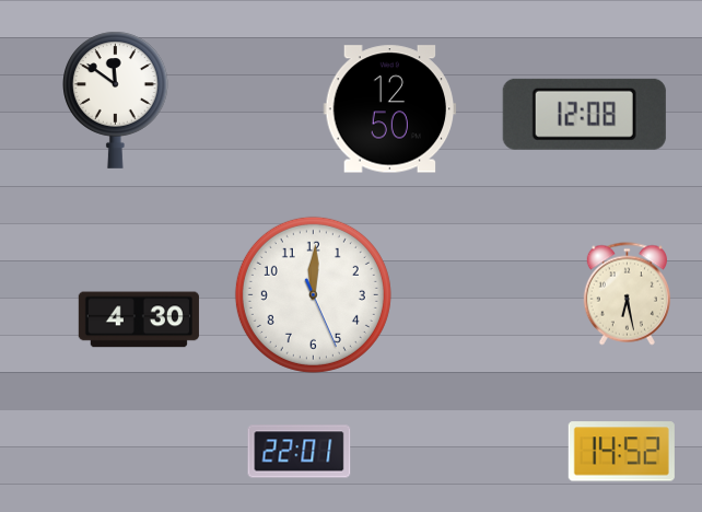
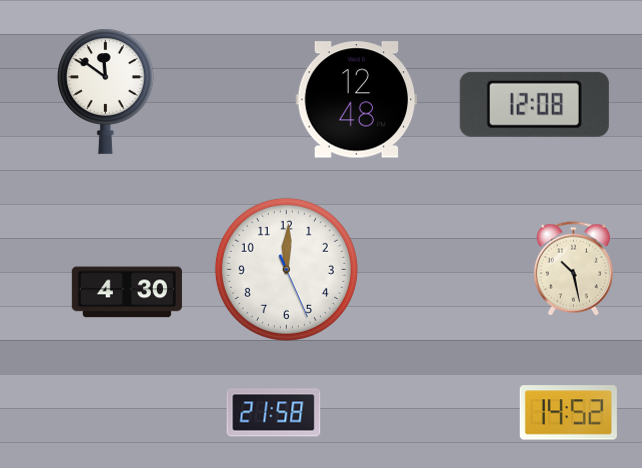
clock at (390, 109): 12:50 -> 12:48
clock at (627, 294): 6:28 -> 10:28
clock at (300, 452): 22:01 -> 21:58
